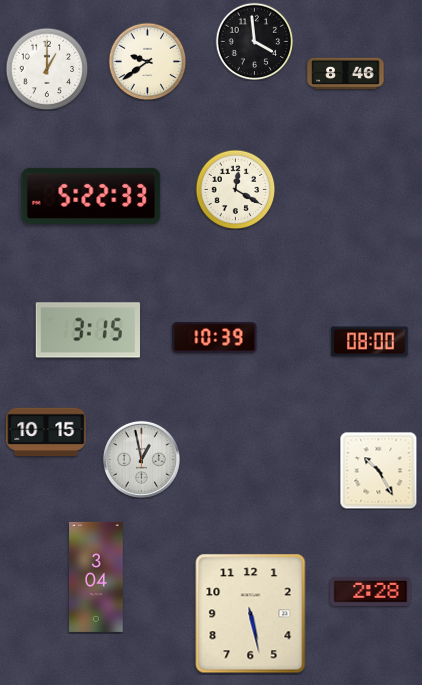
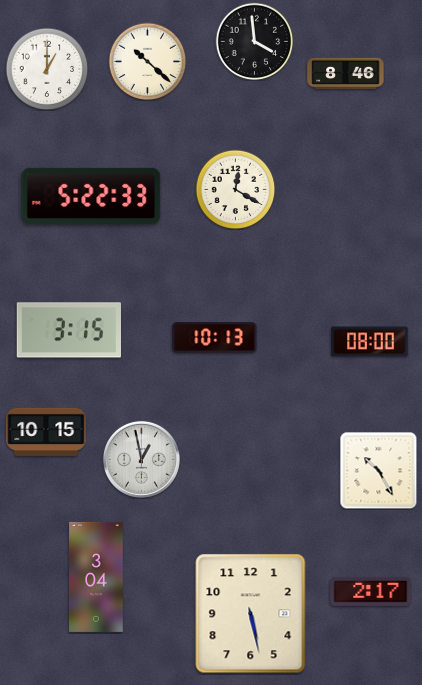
clock at (147, 61): 9:39 -> 10:22
clock at (87, 330) position: (87, 330) -> (68, 330)
clock at (215, 338): 10:39 -> 10:13
clock at (371, 591): 2:28 -> 2:17
